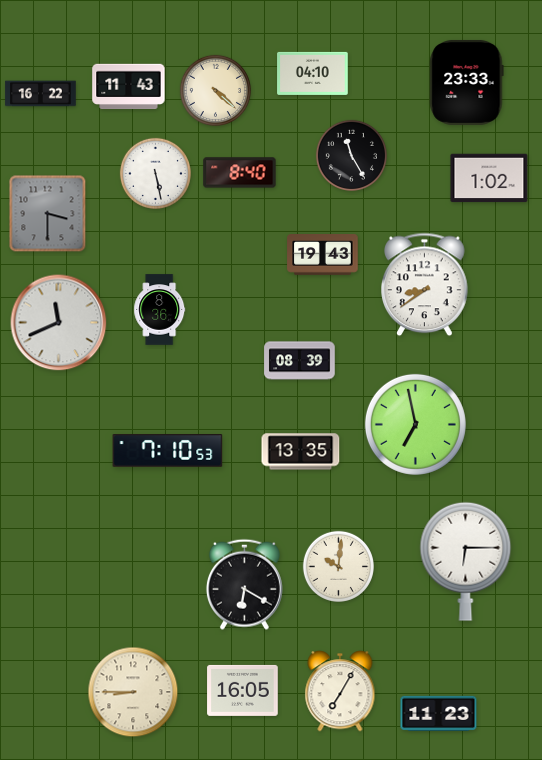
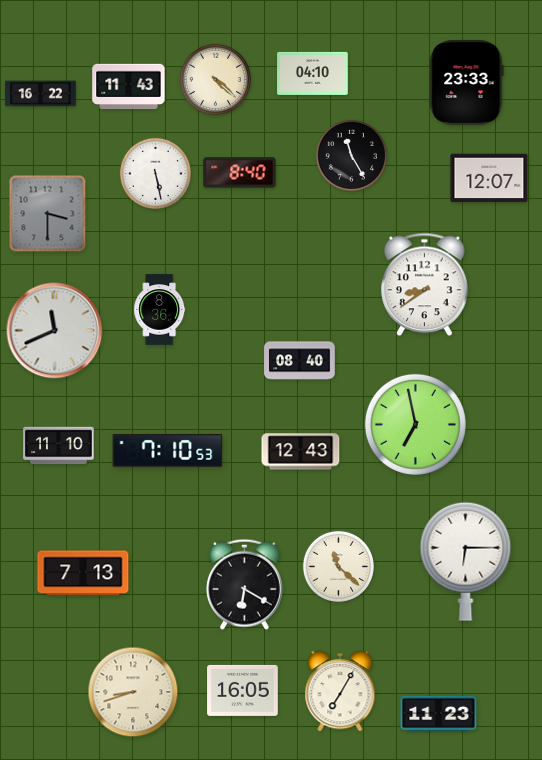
clock at (215, 90) position: (215, 90) -> (215, 79)
clock at (489, 178): 1:02 -> 12:07
clock at (323, 255): 19:43 -> none
clock at (59, 323) position: (59, 323) -> (55, 331)
clock at (300, 361): 08:39 -> 08:40
clock at (59, 446): none -> 11:10
clock at (301, 452): 13:35 -> 12:43
clock at (338, 566): 10:01 -> 11:22
clock at (83, 573): none -> 7:13
clock at (133, 692): 8:45 -> 8:42
